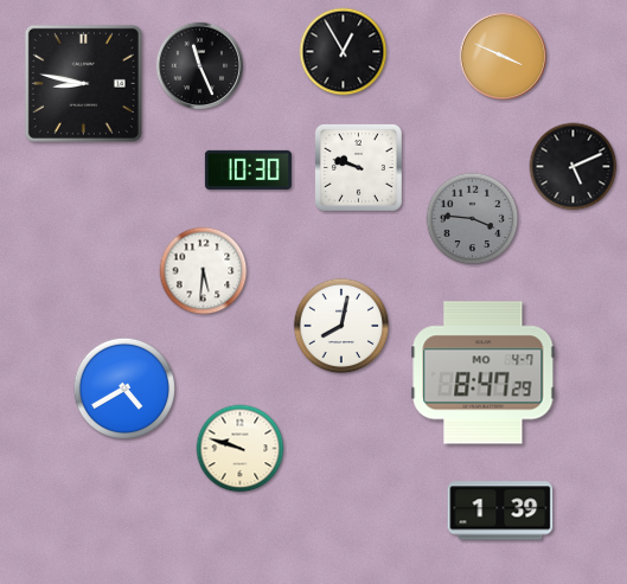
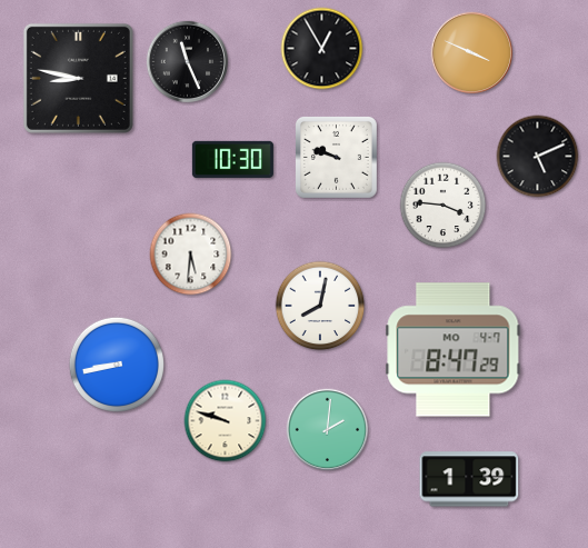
clock at (473, 219) dial: grey -> white
clock at (123, 387): 4:40 -> 8:43
clock at (328, 430): none -> 2:01
